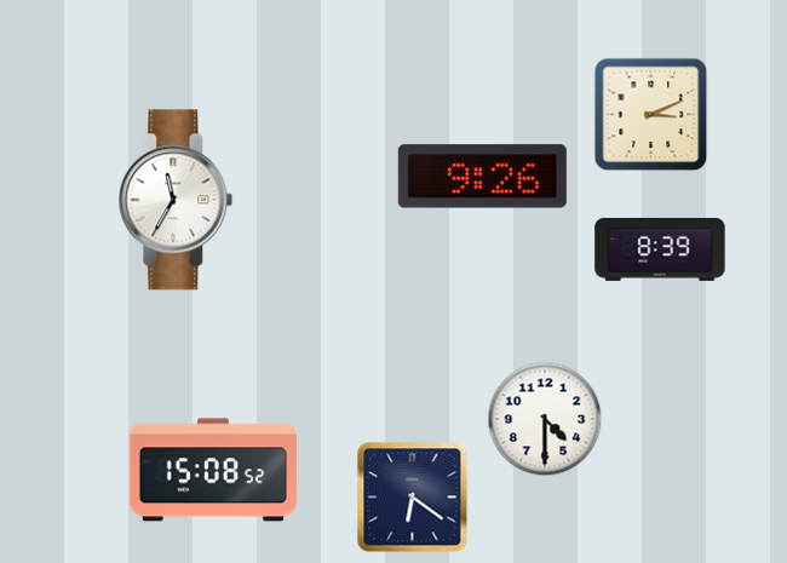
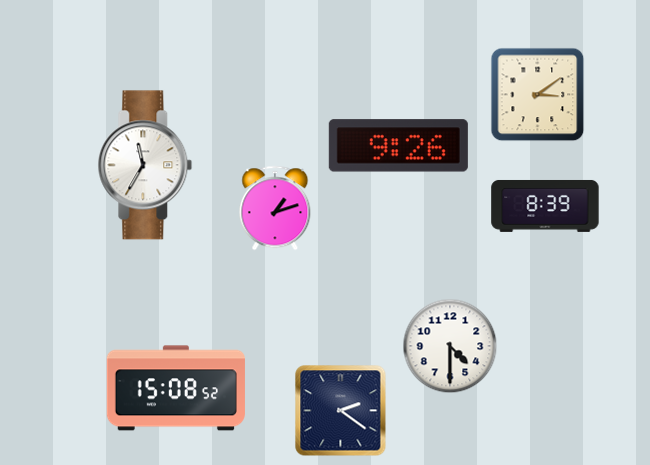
clock at (651, 115): 3:11 -> 3:09
clock at (275, 208): none -> 1:12
clock at (413, 498): 6:21 -> 2:21
